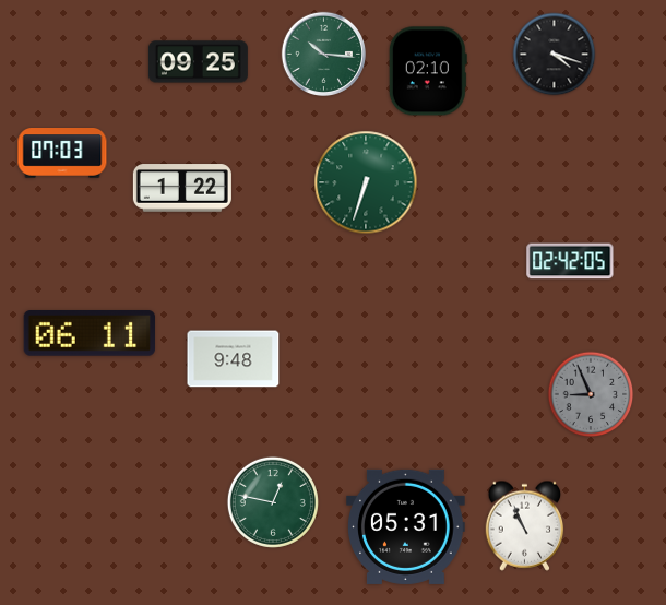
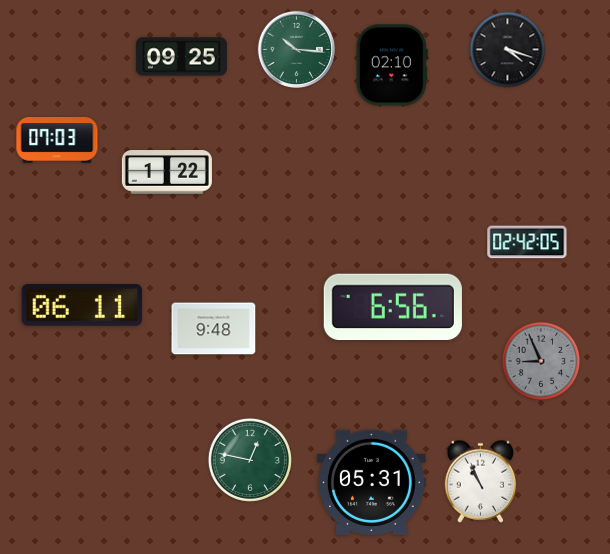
clock at (366, 182): 6:33 -> none
clock at (570, 261) position: (570, 261) -> (527, 242)
clock at (393, 306): none -> 6:56
